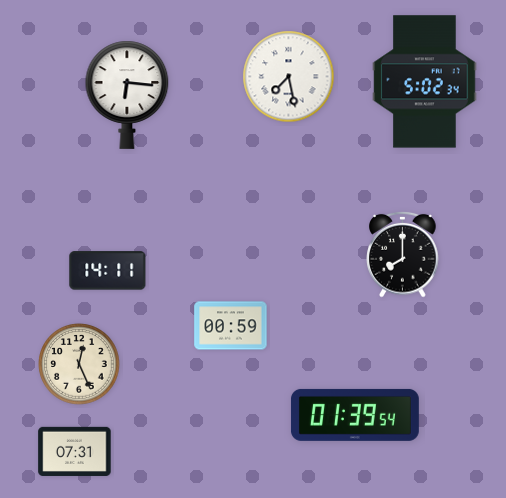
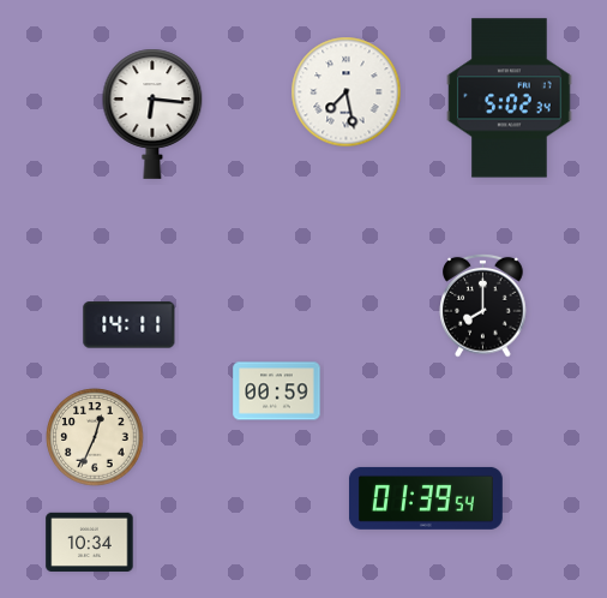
clock at (79, 364): 12:26 -> 12:34
clock at (75, 451): 07:31 -> 10:34
